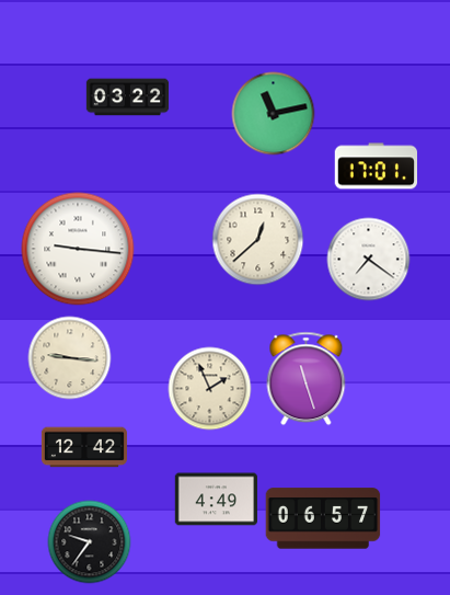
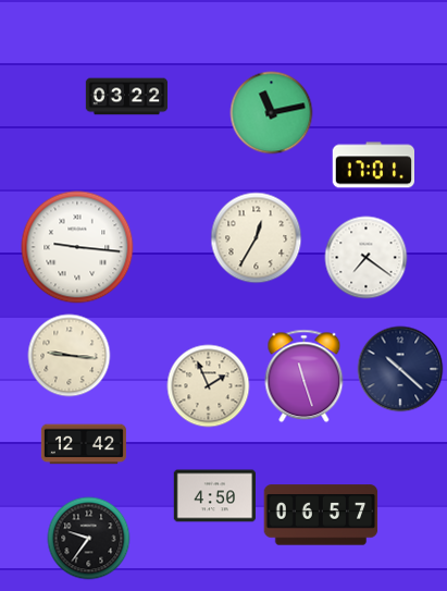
clock at (258, 240): 12:38 -> 12:35
clock at (400, 369): none -> 10:22
clock at (216, 500): 4:49 -> 4:50
